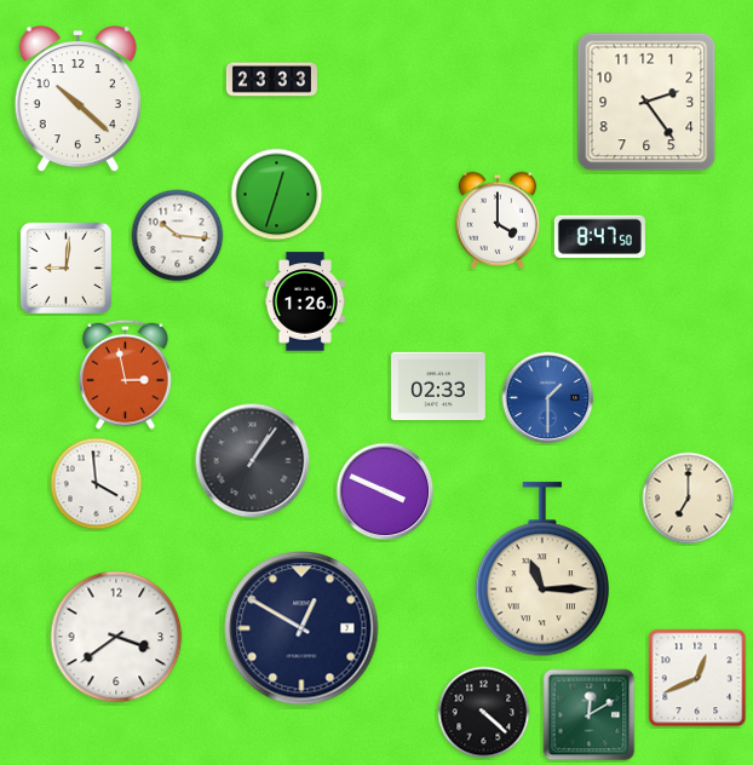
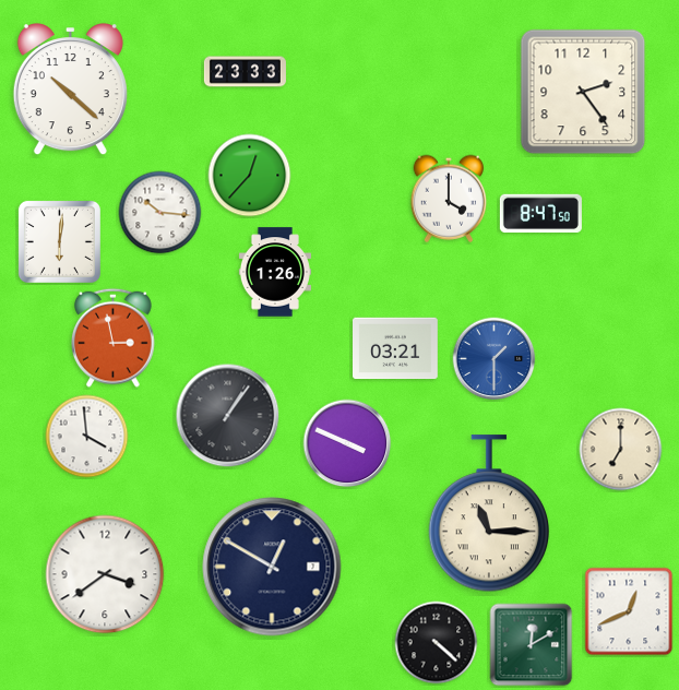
clock at (277, 195): 12:33 -> 12:37
clock at (65, 268): 9:01 -> 6:01
clock at (439, 386): 02:33 -> 03:21
